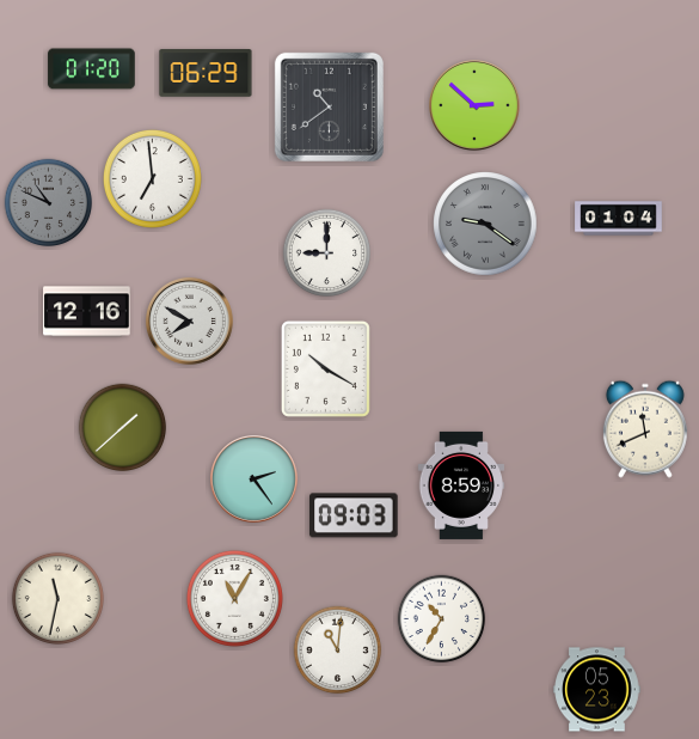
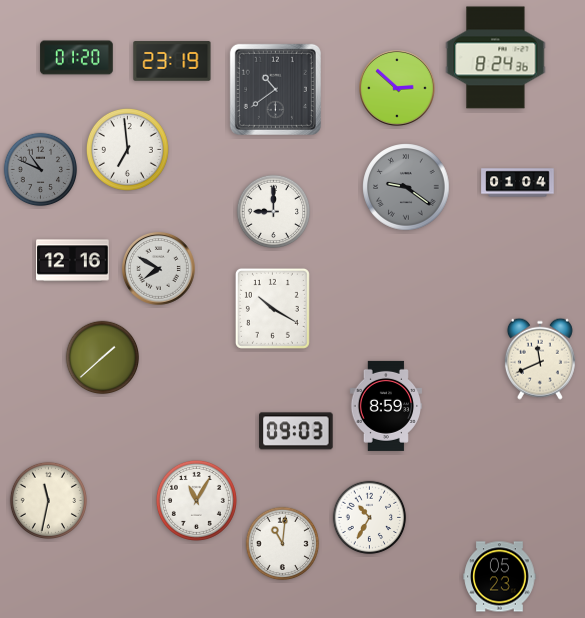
clock at (496, 58): none -> 8:24
clock at (206, 73): 06:29 -> 23:19
clock at (253, 478): 2:24 -> none
